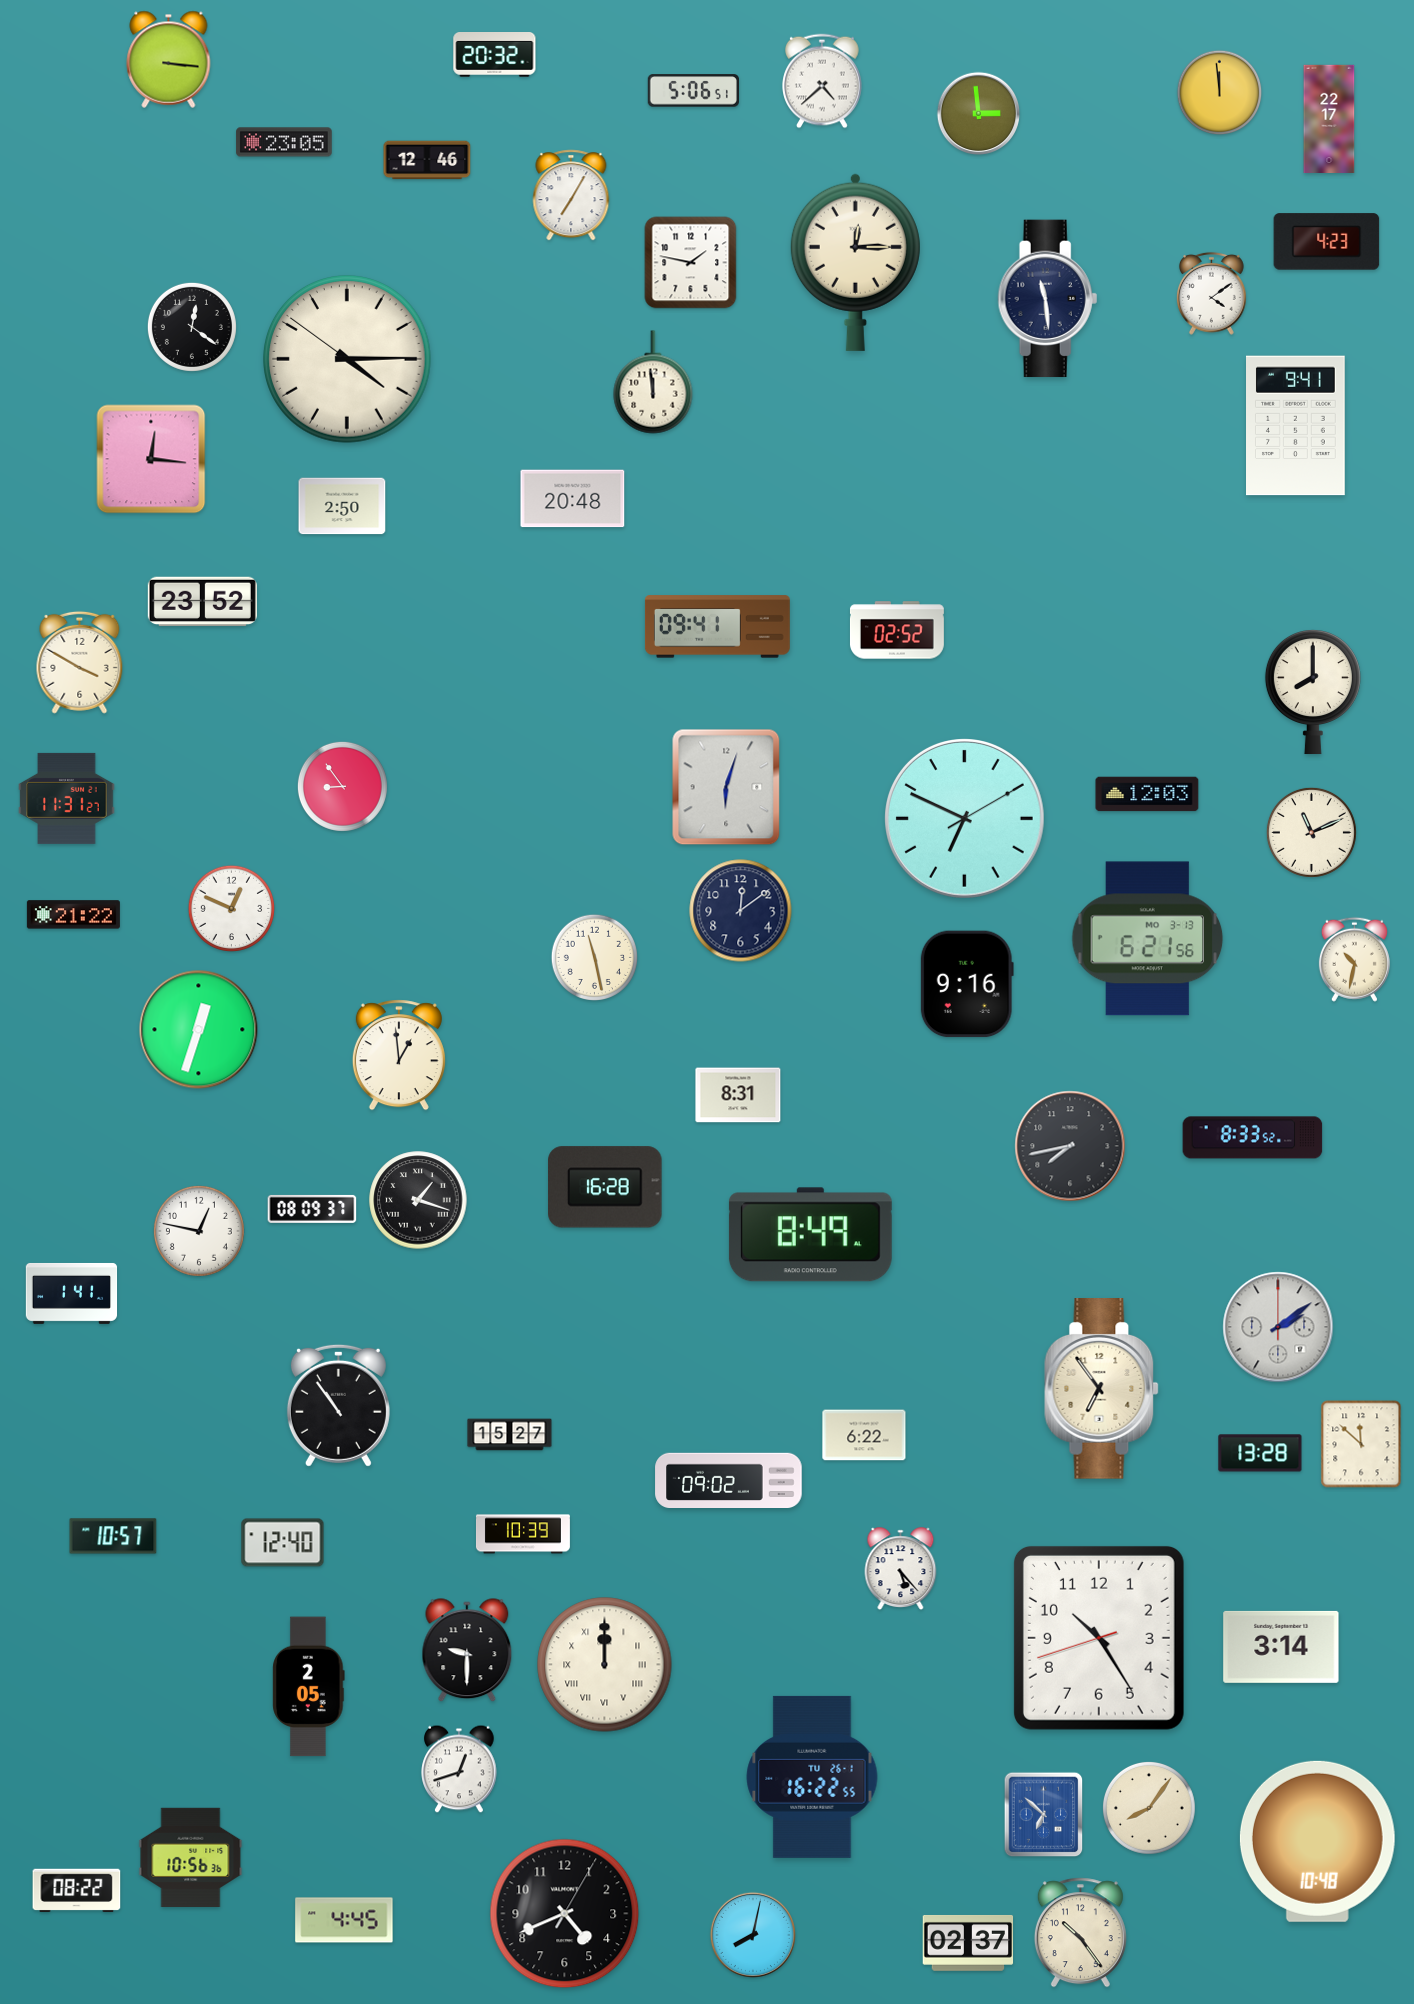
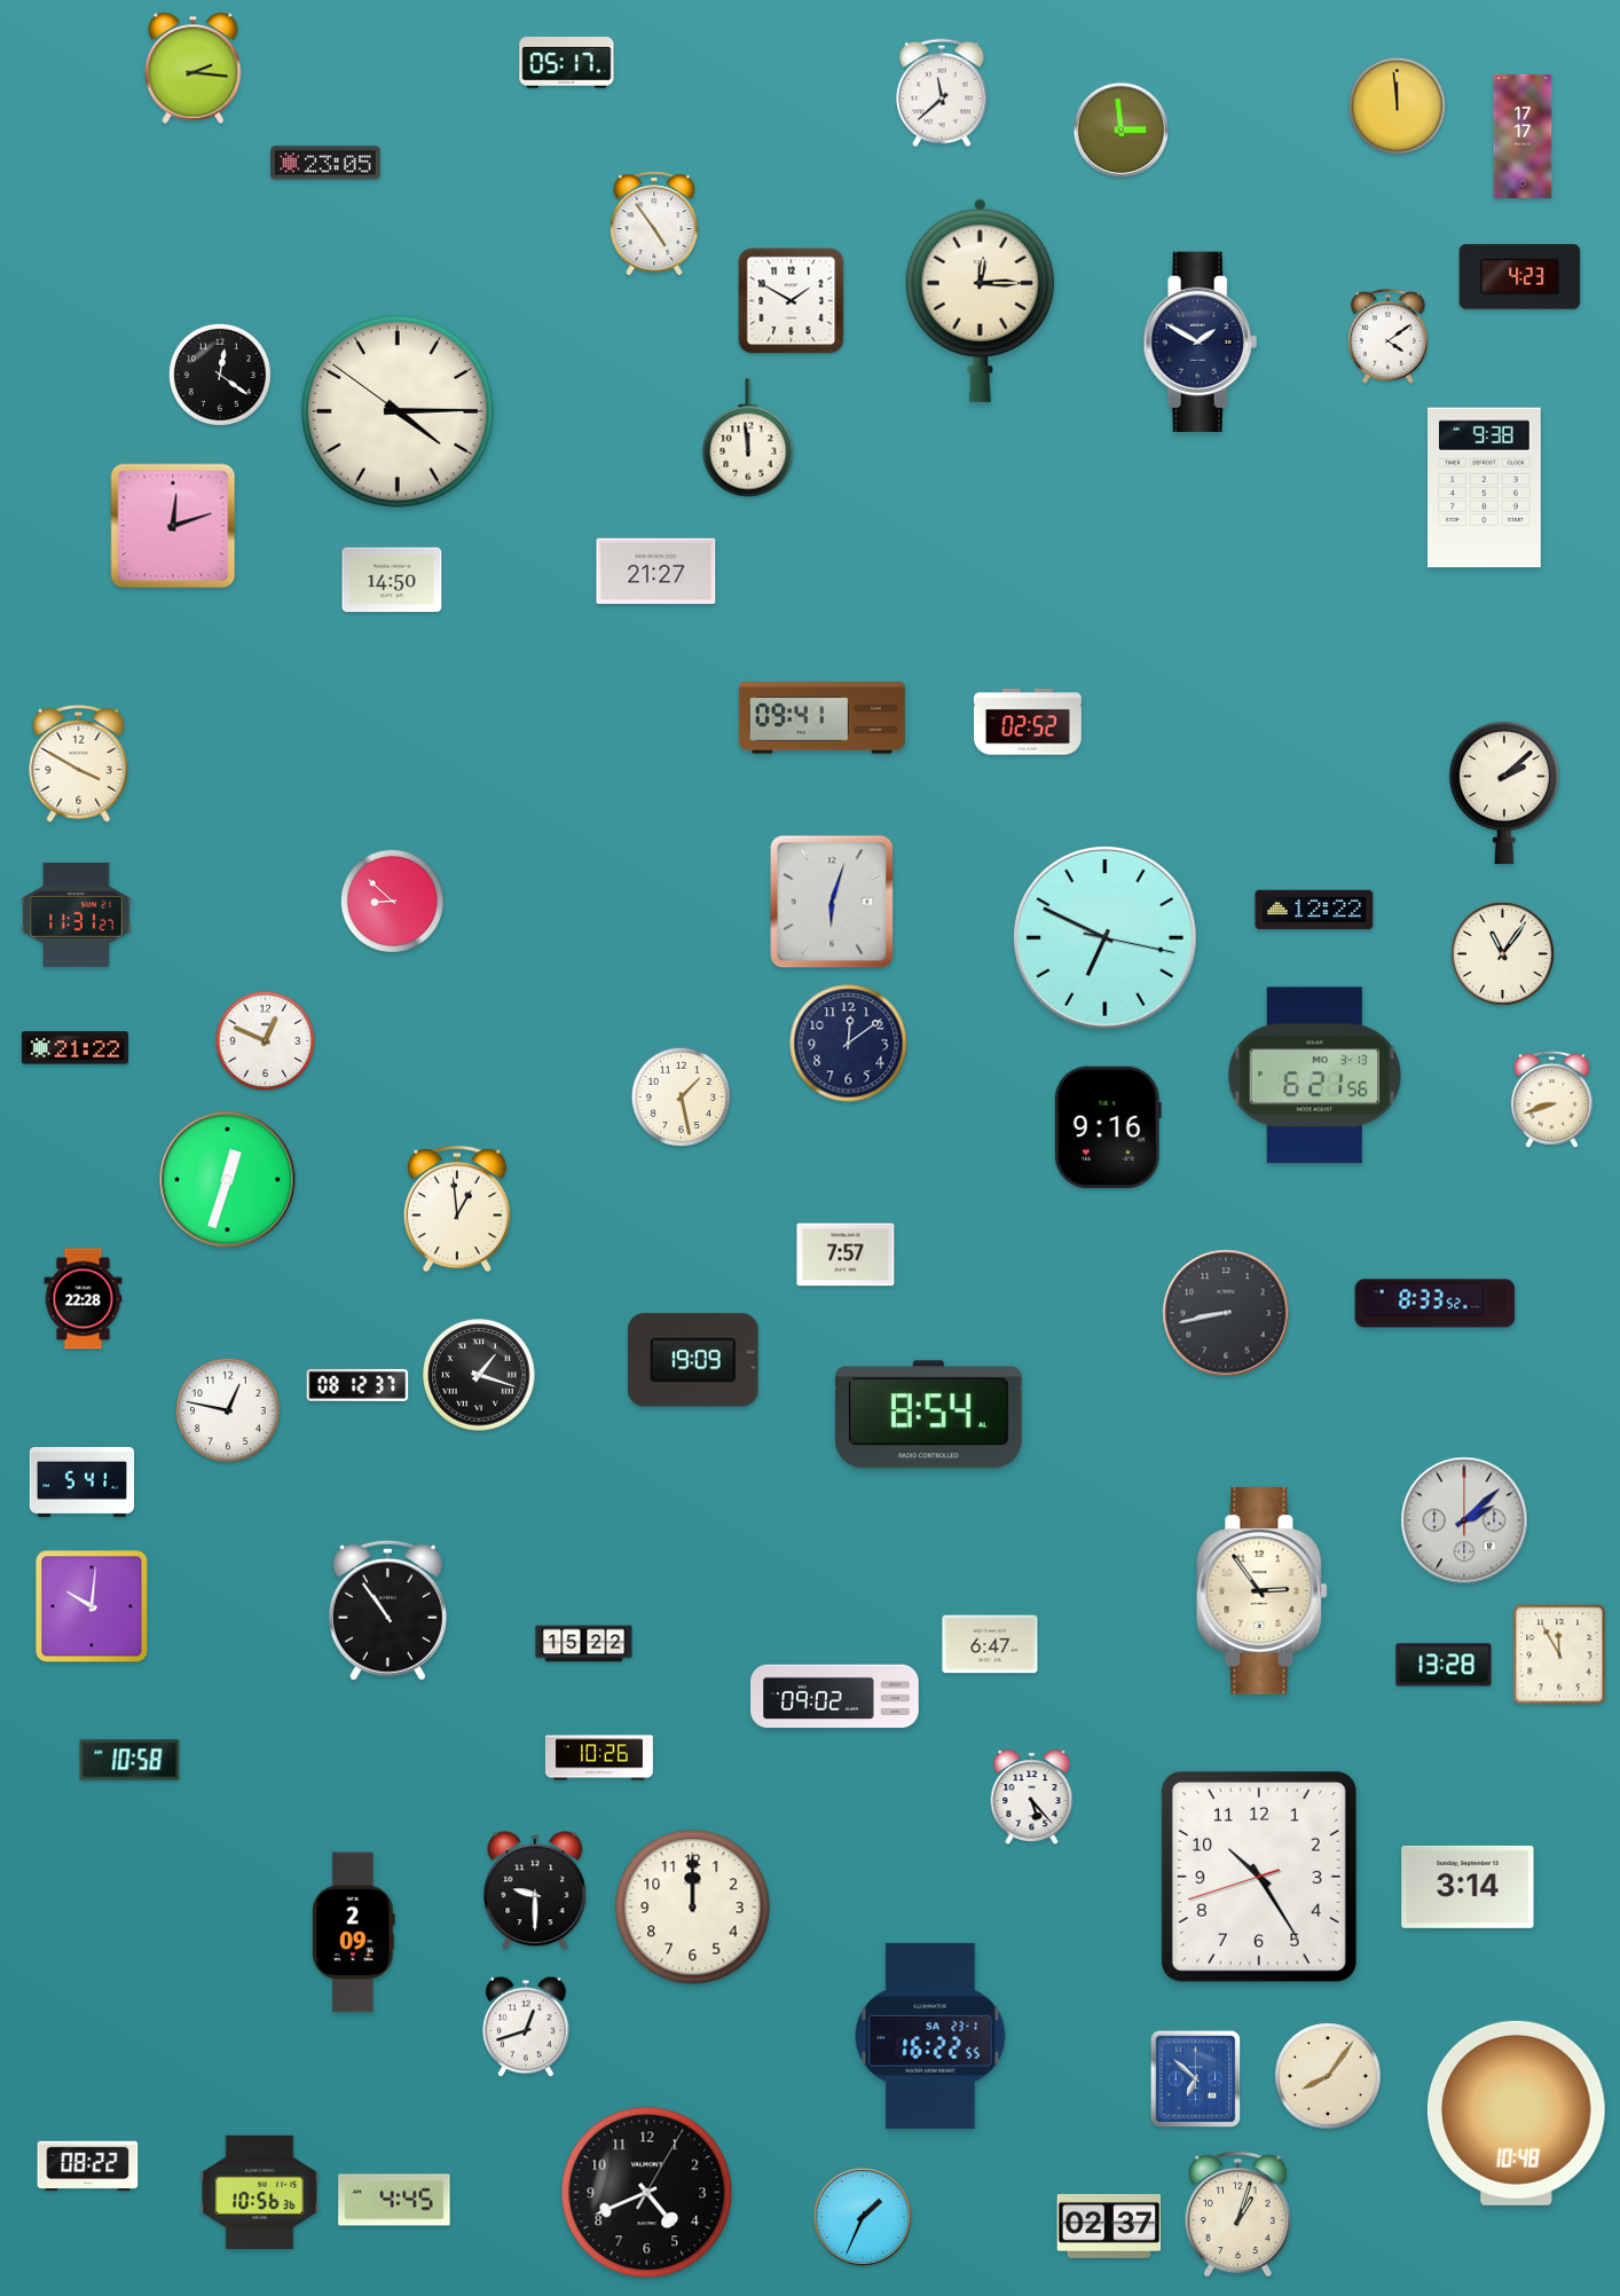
clock at (495, 55): 20:32 -> 05:17
clock at (169, 59): 3:16 -> 2:16
clock at (822, 81): 4:38 -> 11:38
clock at (693, 91): 5:06 -> none
clock at (1329, 119): 22:17 -> 17:17
clock at (427, 160): 12:46 -> none
clock at (571, 195): 7:05 -> 4:54
clock at (691, 263): 1:47 -> 1:50
clock at (1048, 299): 11:29 -> 1:50
clock at (1296, 426): 9:41 -> 9:38
clock at (151, 459): 12:16 -> 12:12
clock at (573, 499): 20:48 -> 21:27
clock at (342, 506): 2:50 -> 14:50
clock at (202, 602): 23:52 -> none
clock at (80, 662) position: (80, 662) -> (79, 763)
clock at (1313, 693): 8:00 -> 2:08
clock at (342, 786): 8:54 -> 8:52
clock at (1147, 794): 12:03 -> 12:22
clock at (965, 819): 6:49:10 -> 6:49:17
clock at (1311, 832): 11:11 -> 11:06
clock at (73, 915) position: (73, 915) -> (74, 1048)
clock at (594, 957): 11:28 -> 1:28
clock at (1354, 959): 10:32 -> 8:42
clock at (738, 1095): 8:31 -> 7:57
clock at (84, 1299): none -> 22:28
clock at (1070, 1146): 7:43 -> 8:43
clock at (605, 1187): 16:28 -> 19:09
clock at (312, 1209): 08:09 -> 08:12
clock at (810, 1235): 8:49 -> 8:54
clock at (72, 1293): 1:41 -> 5:41
clock at (1278, 1327): 2:09 -> 2:08
clock at (1102, 1389): 6:54 -> 2:54
clock at (92, 1606): none -> 10:01
clock at (510, 1435): 15:27 -> 15:22
clock at (864, 1435): 6:22 -> 6:47
clock at (1361, 1444): 11:52 -> 11:55
clock at (523, 1534): 10:39 -> 10:26
clock at (113, 1536): 10:57 -> 10:58
clock at (283, 1543): 12:40 -> none
clock at (605, 1665) numerals: Roman -> Arabic
clock at (309, 1687): 2:05 -> 2:09
clock at (812, 1777) date: TU 26-1 -> SA 23-1
clock at (1149, 1808) position: (1149, 1808) -> (1328, 2076)
clock at (1317, 1841) position: (1317, 1841) -> (1516, 2113)
clock at (191, 1857) position: (191, 1857) -> (260, 2192)
clock at (1080, 1933): 10:24 -> 1:03
clock at (753, 1935): 8:02 -> 1:34
